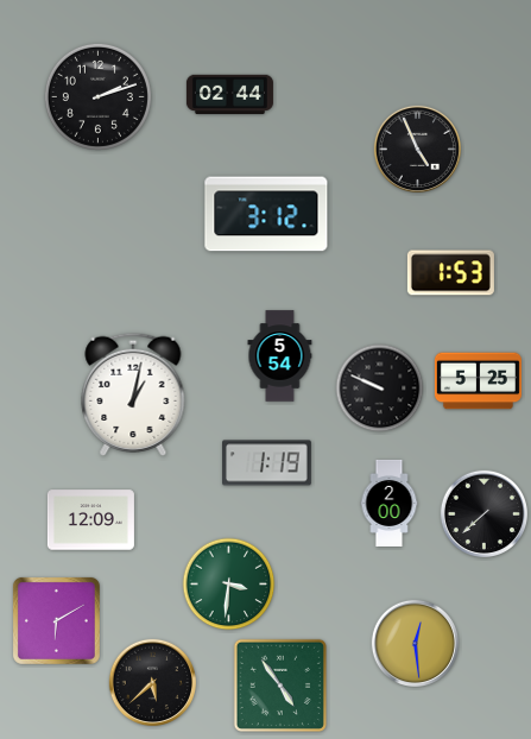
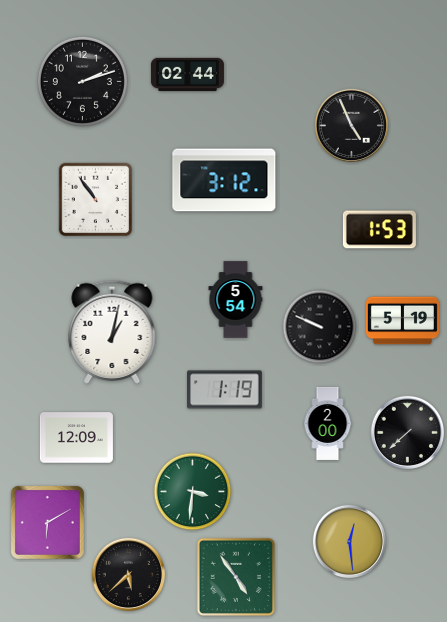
clock at (229, 95) position: (229, 95) -> (187, 75)
clock at (96, 200): none -> 10:54
clock at (478, 381): 5:25 -> 5:19
